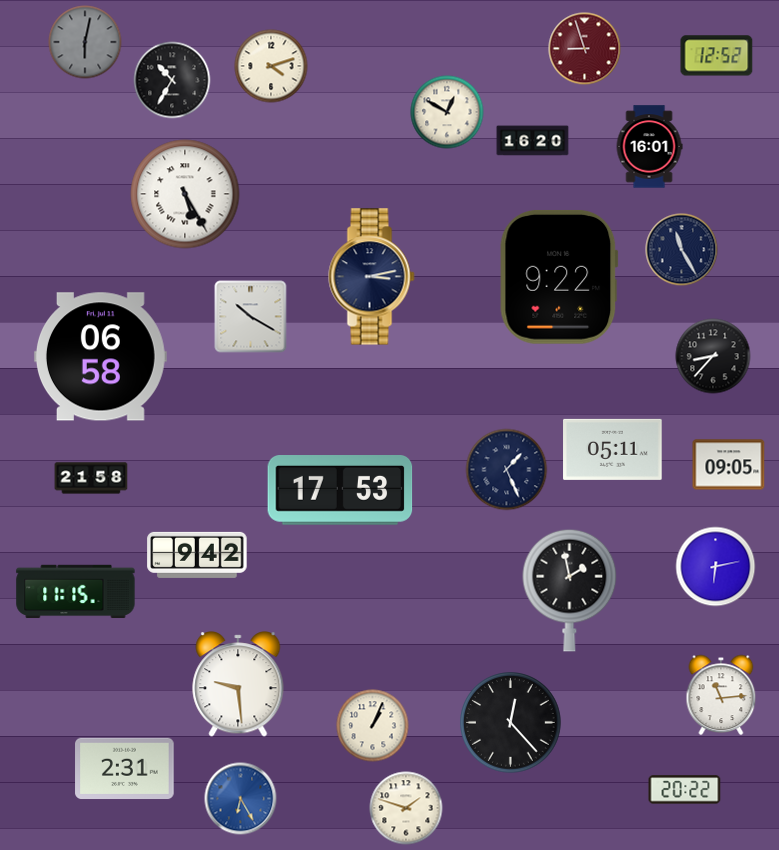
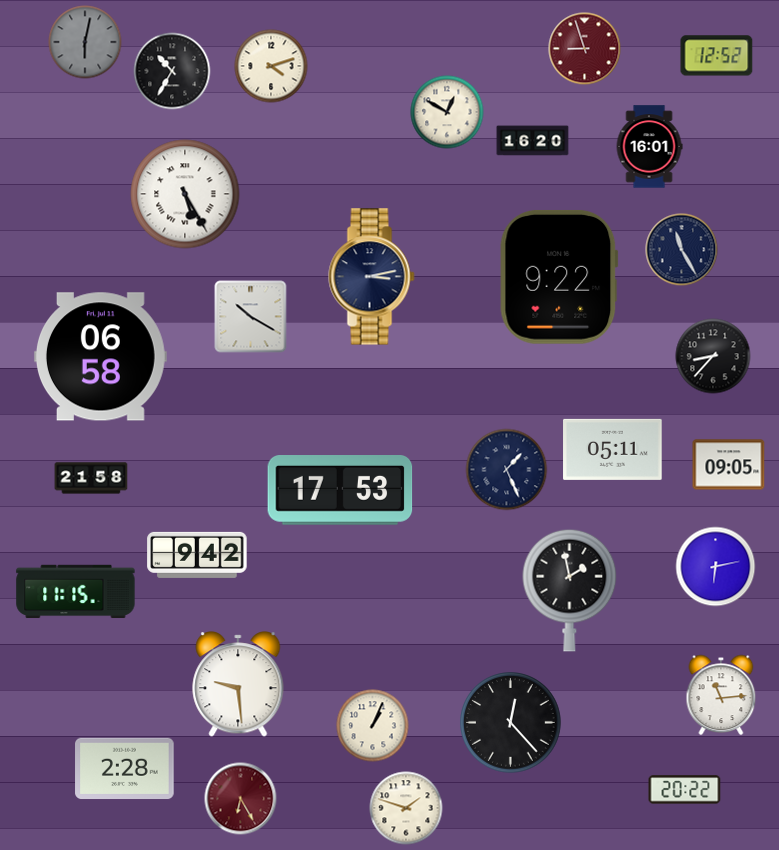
clock at (172, 80) position: (172, 80) -> (172, 71)
clock at (125, 769): 2:31 -> 2:28
clock at (241, 799) dial: blue -> burgundy
